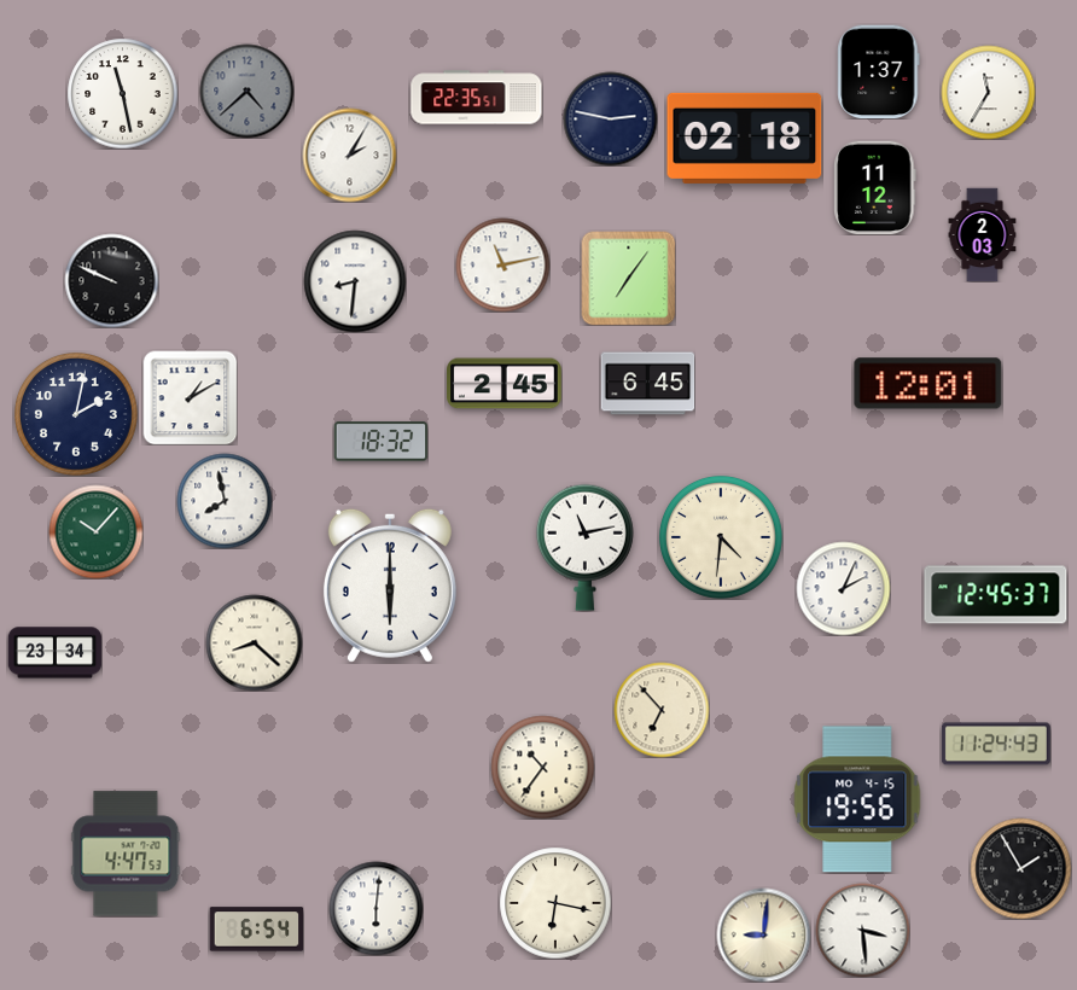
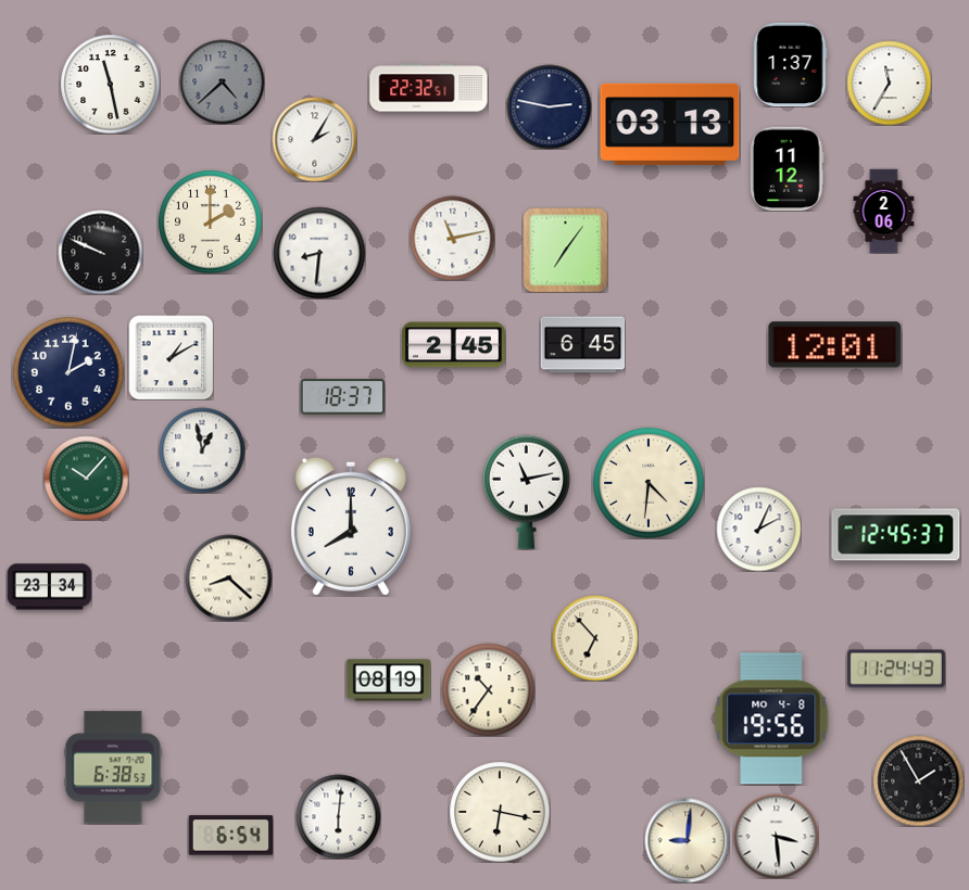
clock at (477, 98): 22:35 -> 22:32
clock at (745, 138): 02:18 -> 03:13
clock at (983, 234): 2:03 -> 2:06
clock at (210, 221): none -> 2:00
clock at (380, 442): 18:32 -> 18:37
clock at (225, 501): 7:58 -> 12:58
clock at (390, 586): 6:00 -> 8:00
clock at (388, 681): none -> 08:19
clock at (857, 799) date: MO 4-15 -> MO 4-8
clock at (126, 854): 4:47 -> 6:38
